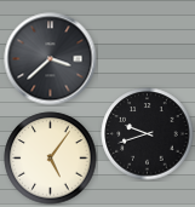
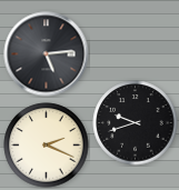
clock at (51, 59): 3:38 -> 5:14
clock at (51, 159): 5:06 -> 2:19
